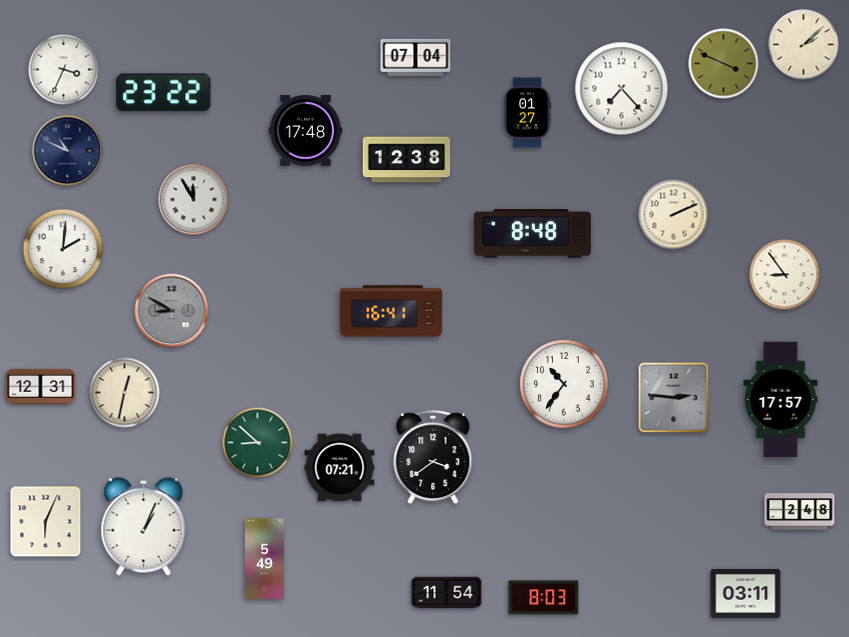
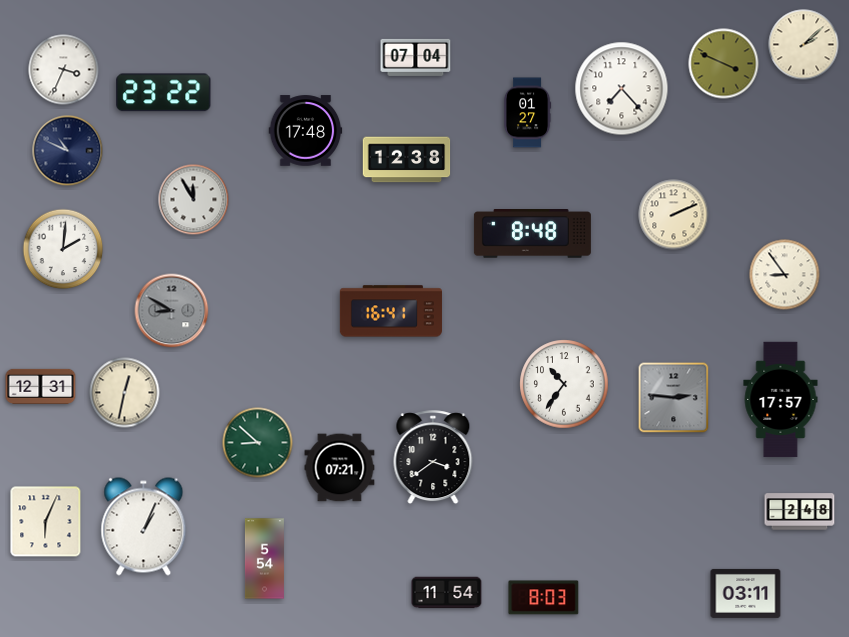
clock at (264, 559): 5:49 -> 5:54
